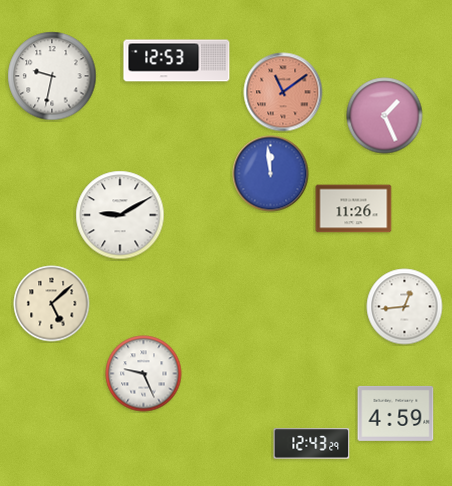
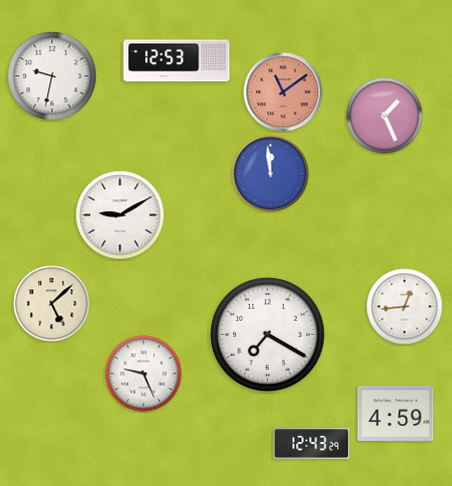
clock at (354, 209): 11:26 -> none
clock at (268, 335): none -> 7:20
